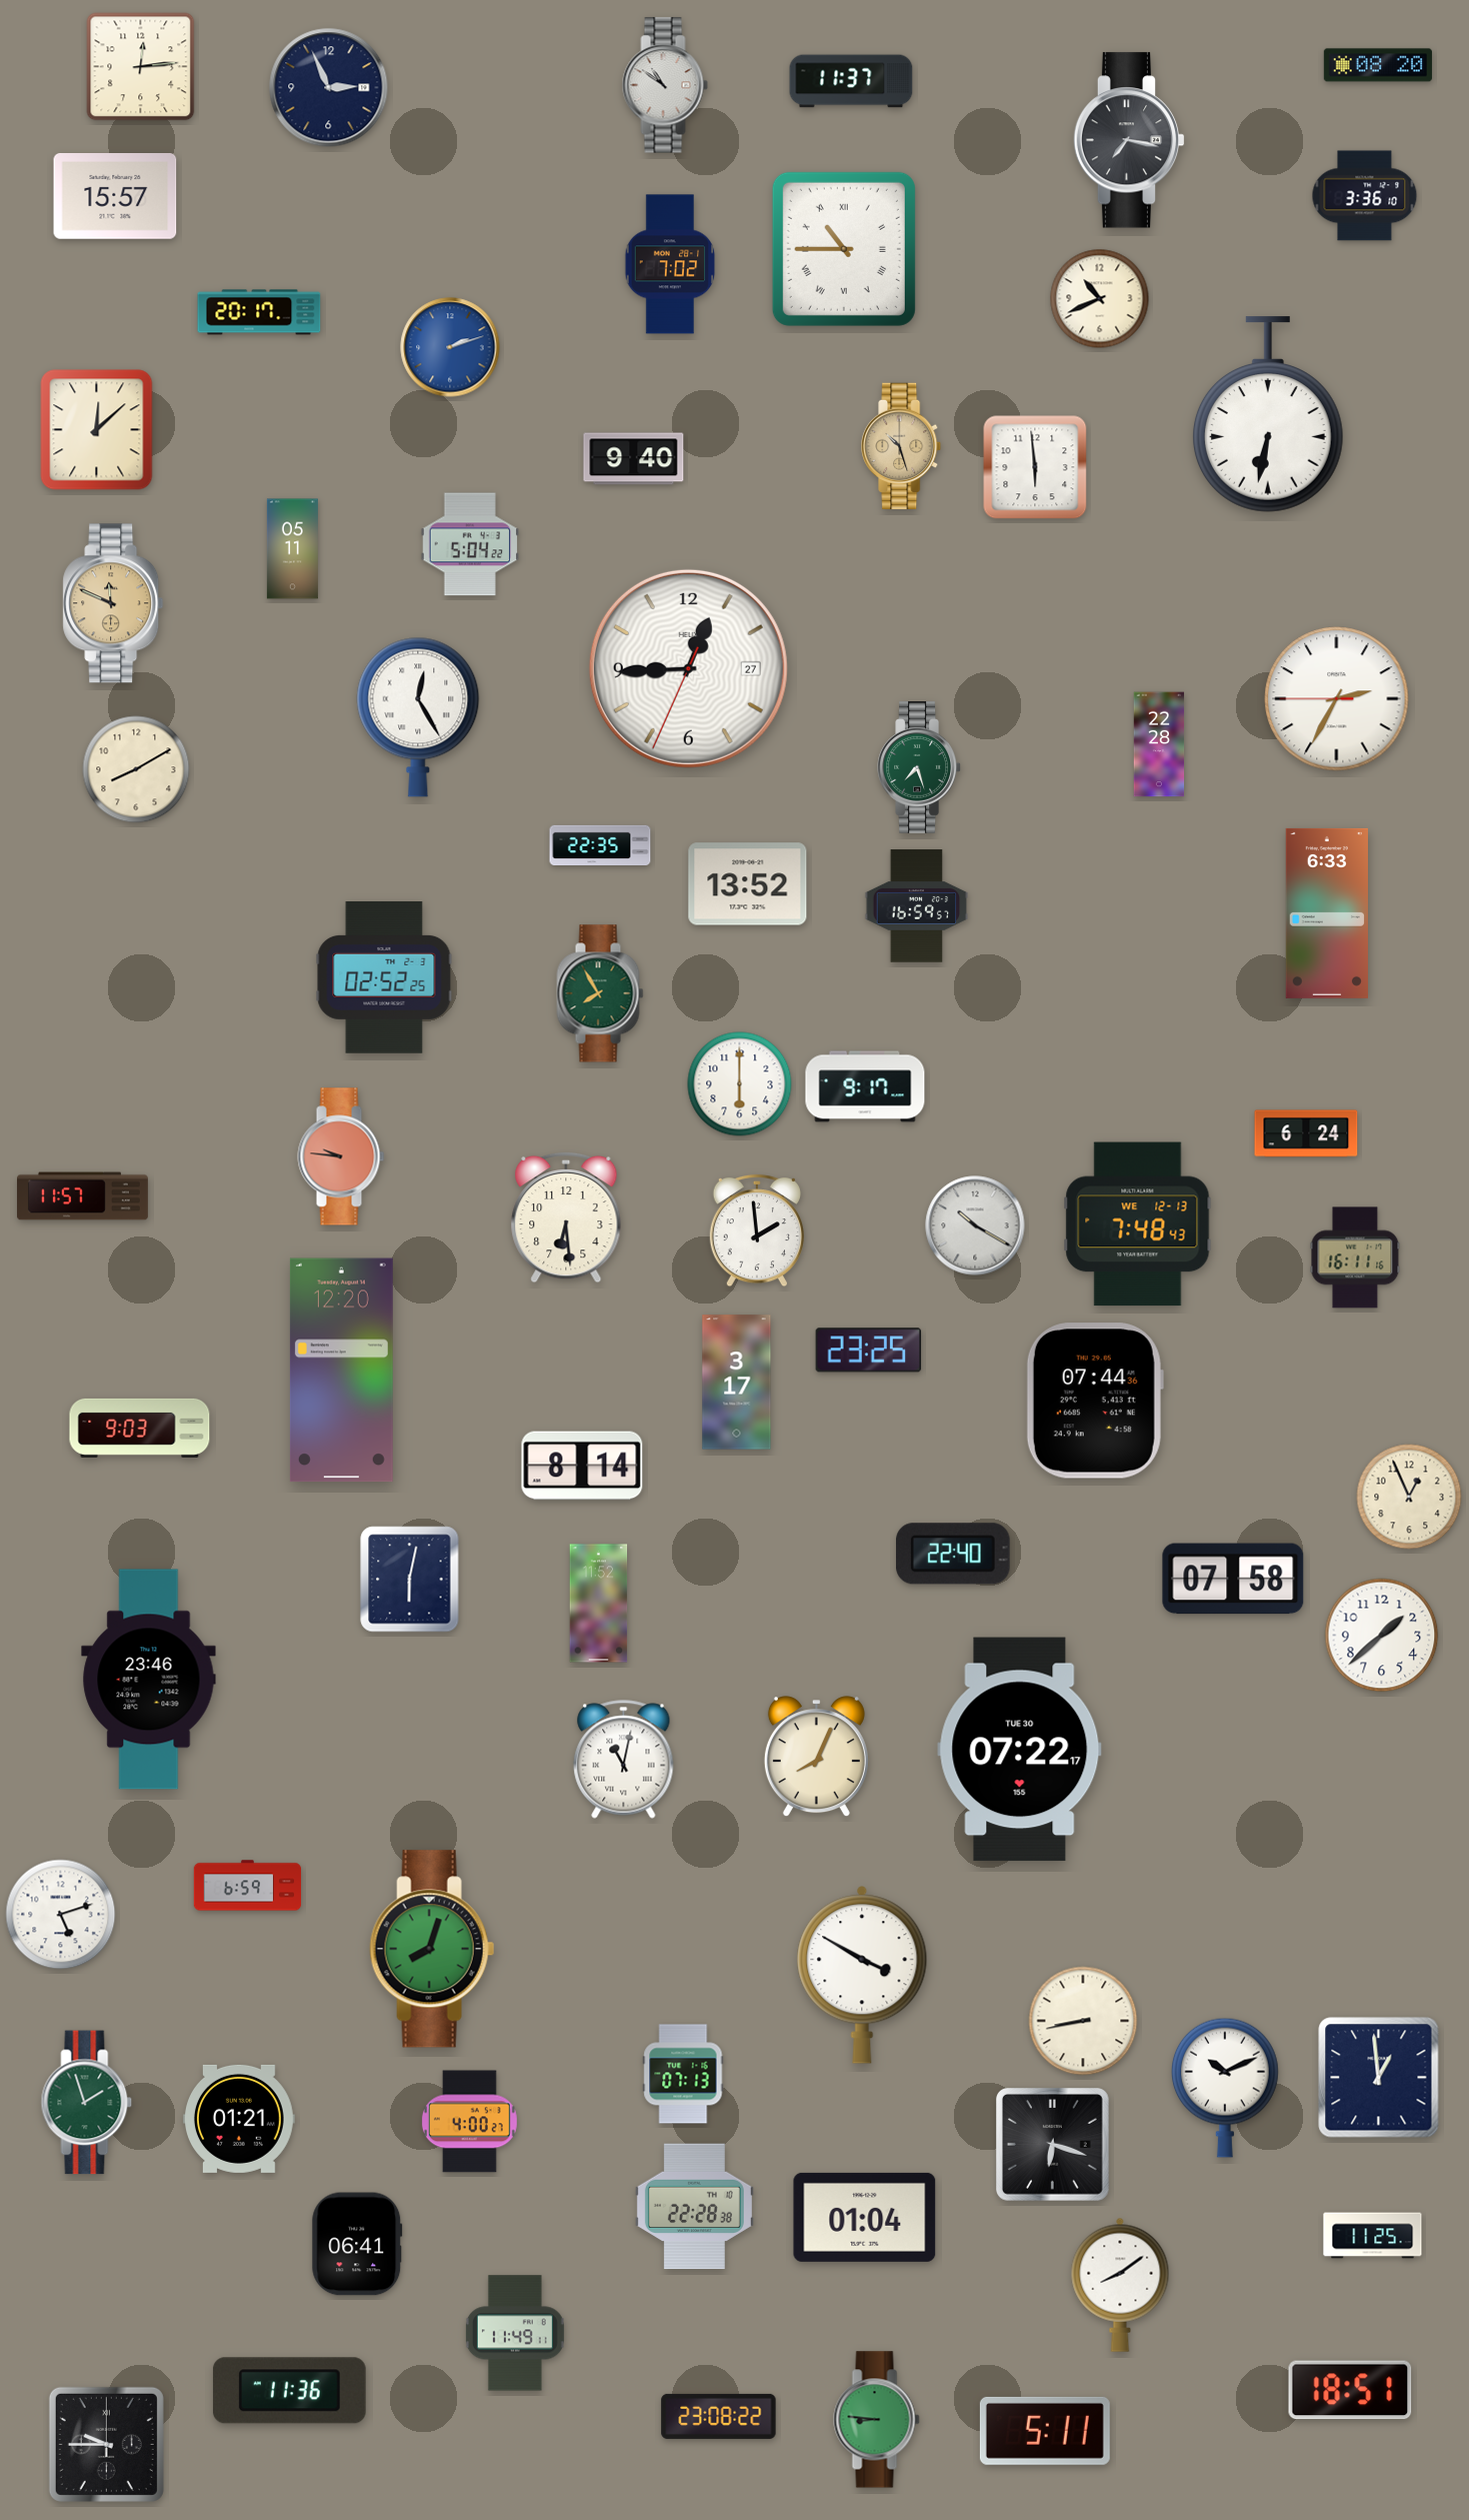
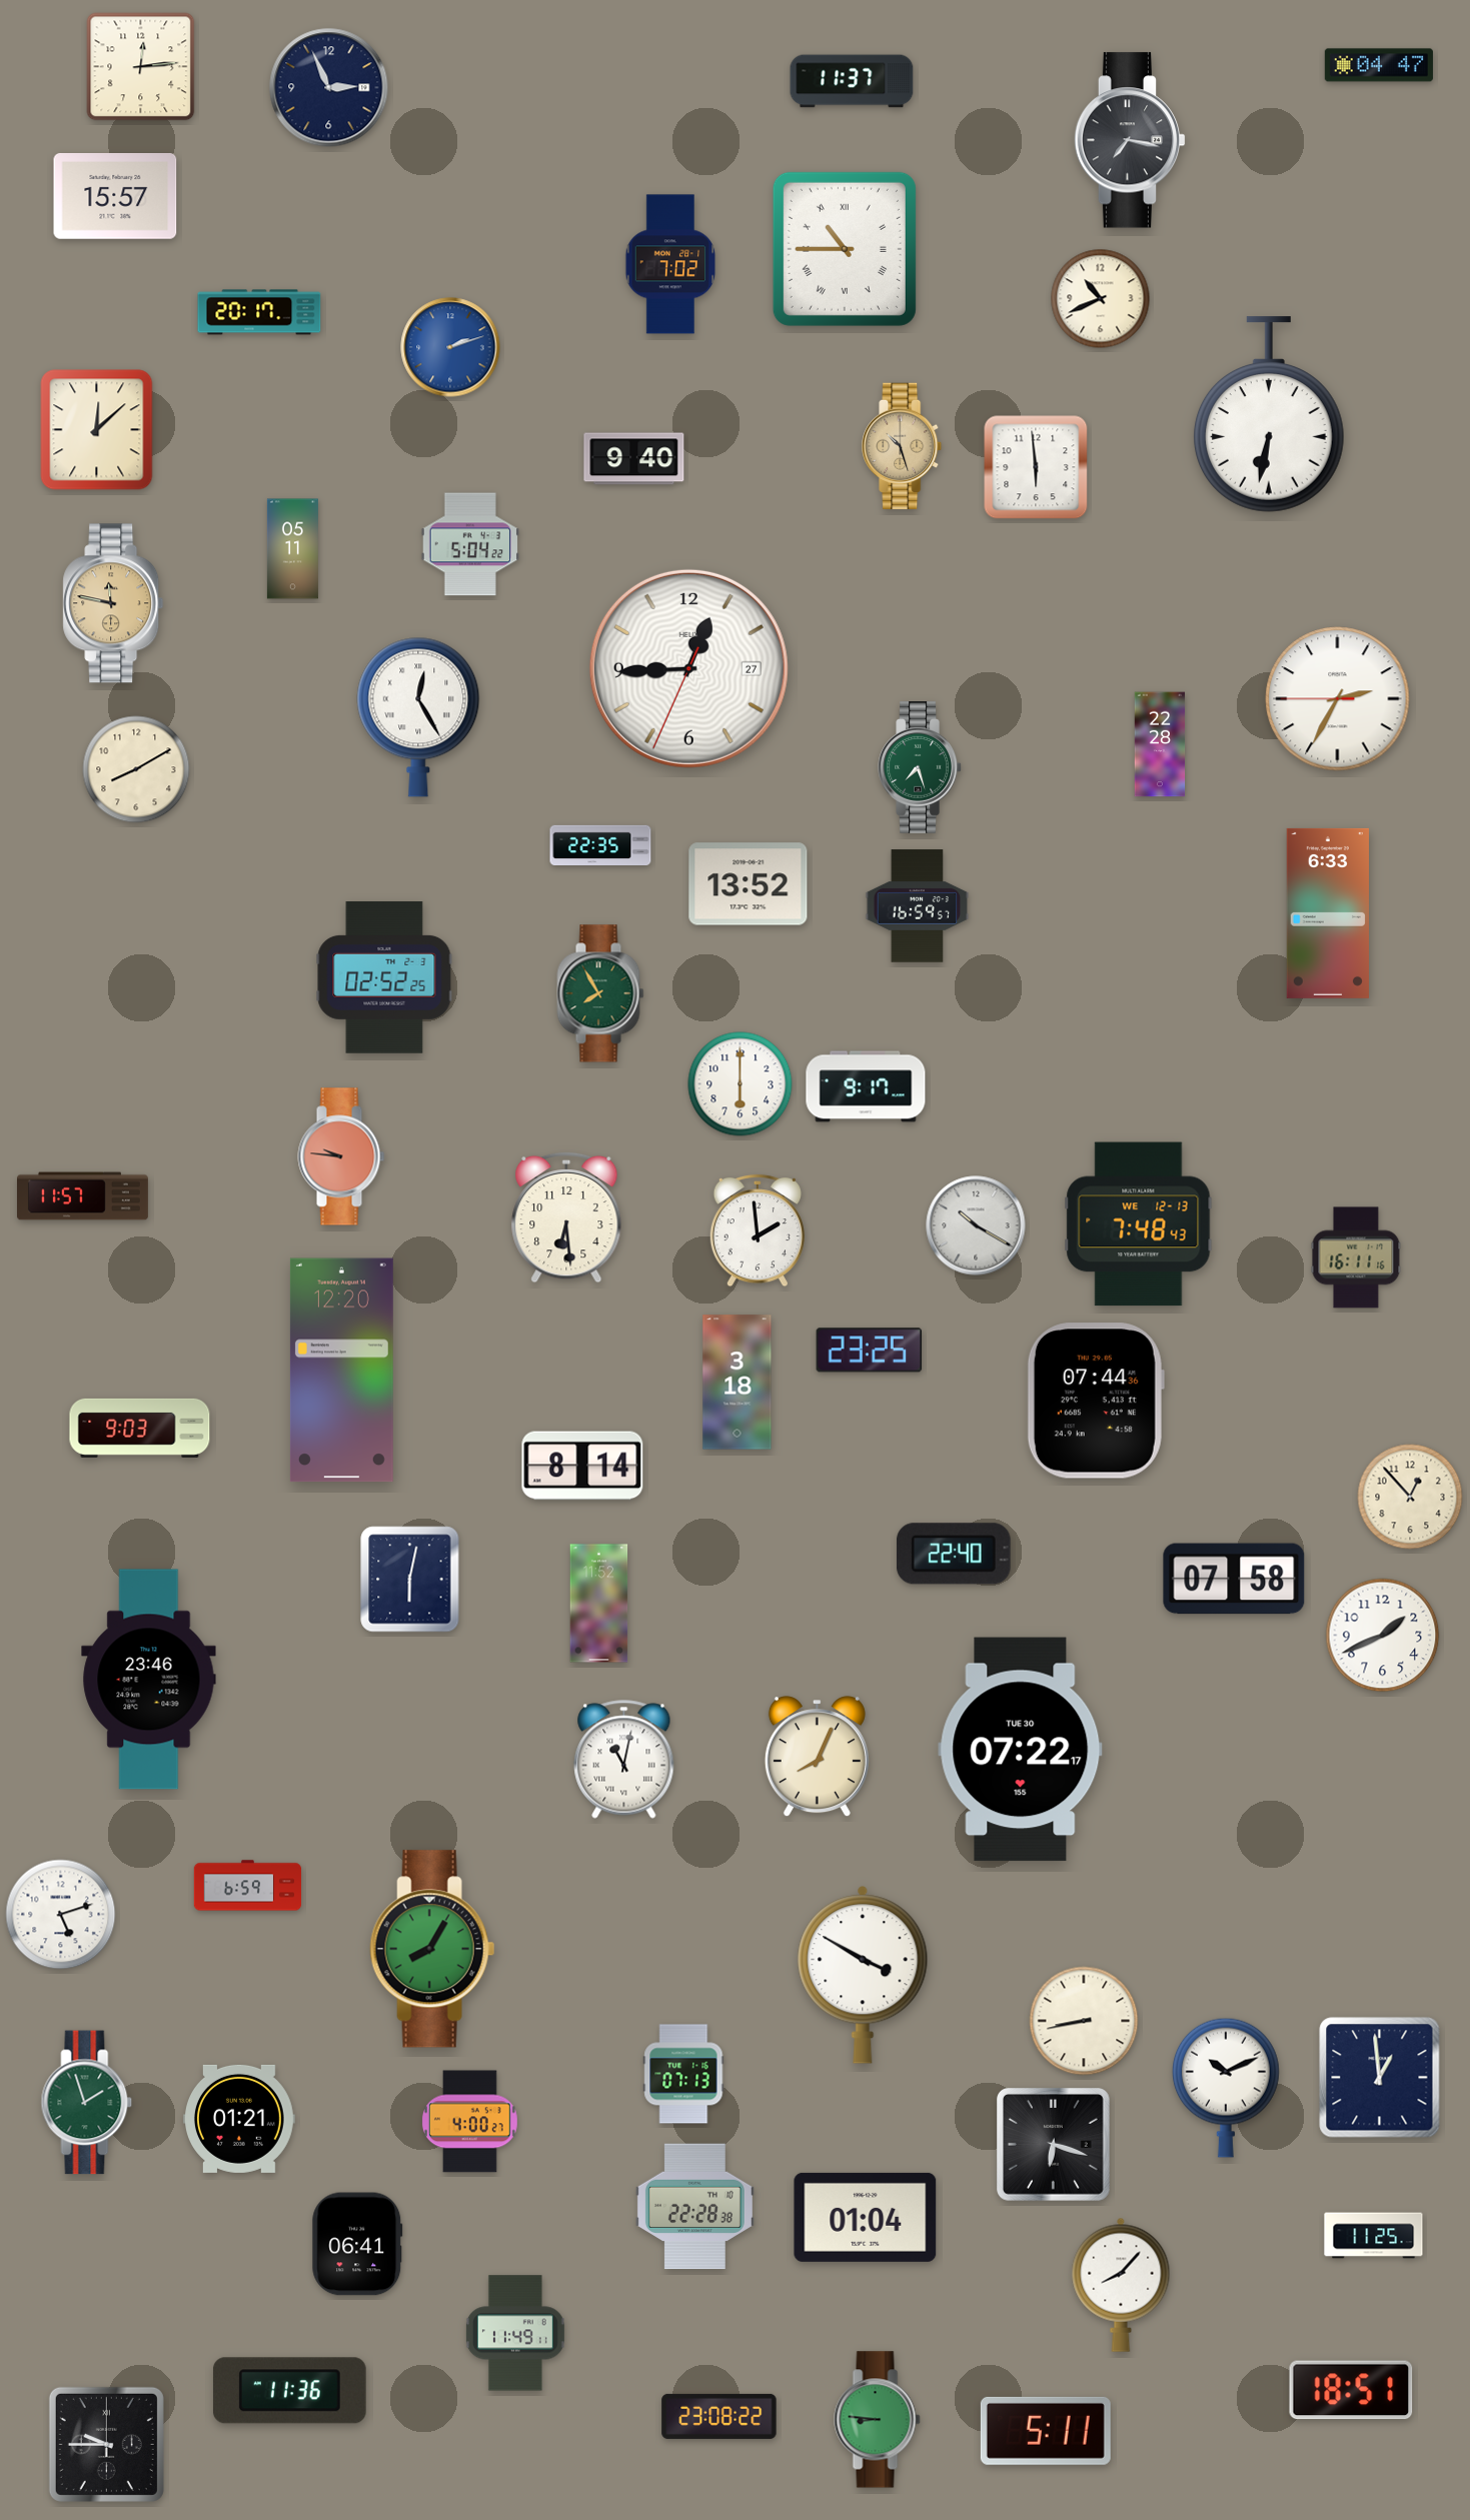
clock at (1378, 65): 08:20 -> 04:47
clock at (665, 85): 10:51 -> none
clock at (1365, 196): 3:36 -> none
clock at (113, 603): 11:49 -> 11:47
clock at (1306, 1133): 6:24 -> none
clock at (737, 1383): 3:17 -> 3:18
clock at (1409, 1497): 12:56 -> 12:53
clock at (1382, 1636): 1:38 -> 1:41
clock at (432, 1949): 8:03 -> 8:05
clock at (1120, 2285): 8:09 -> 8:07
